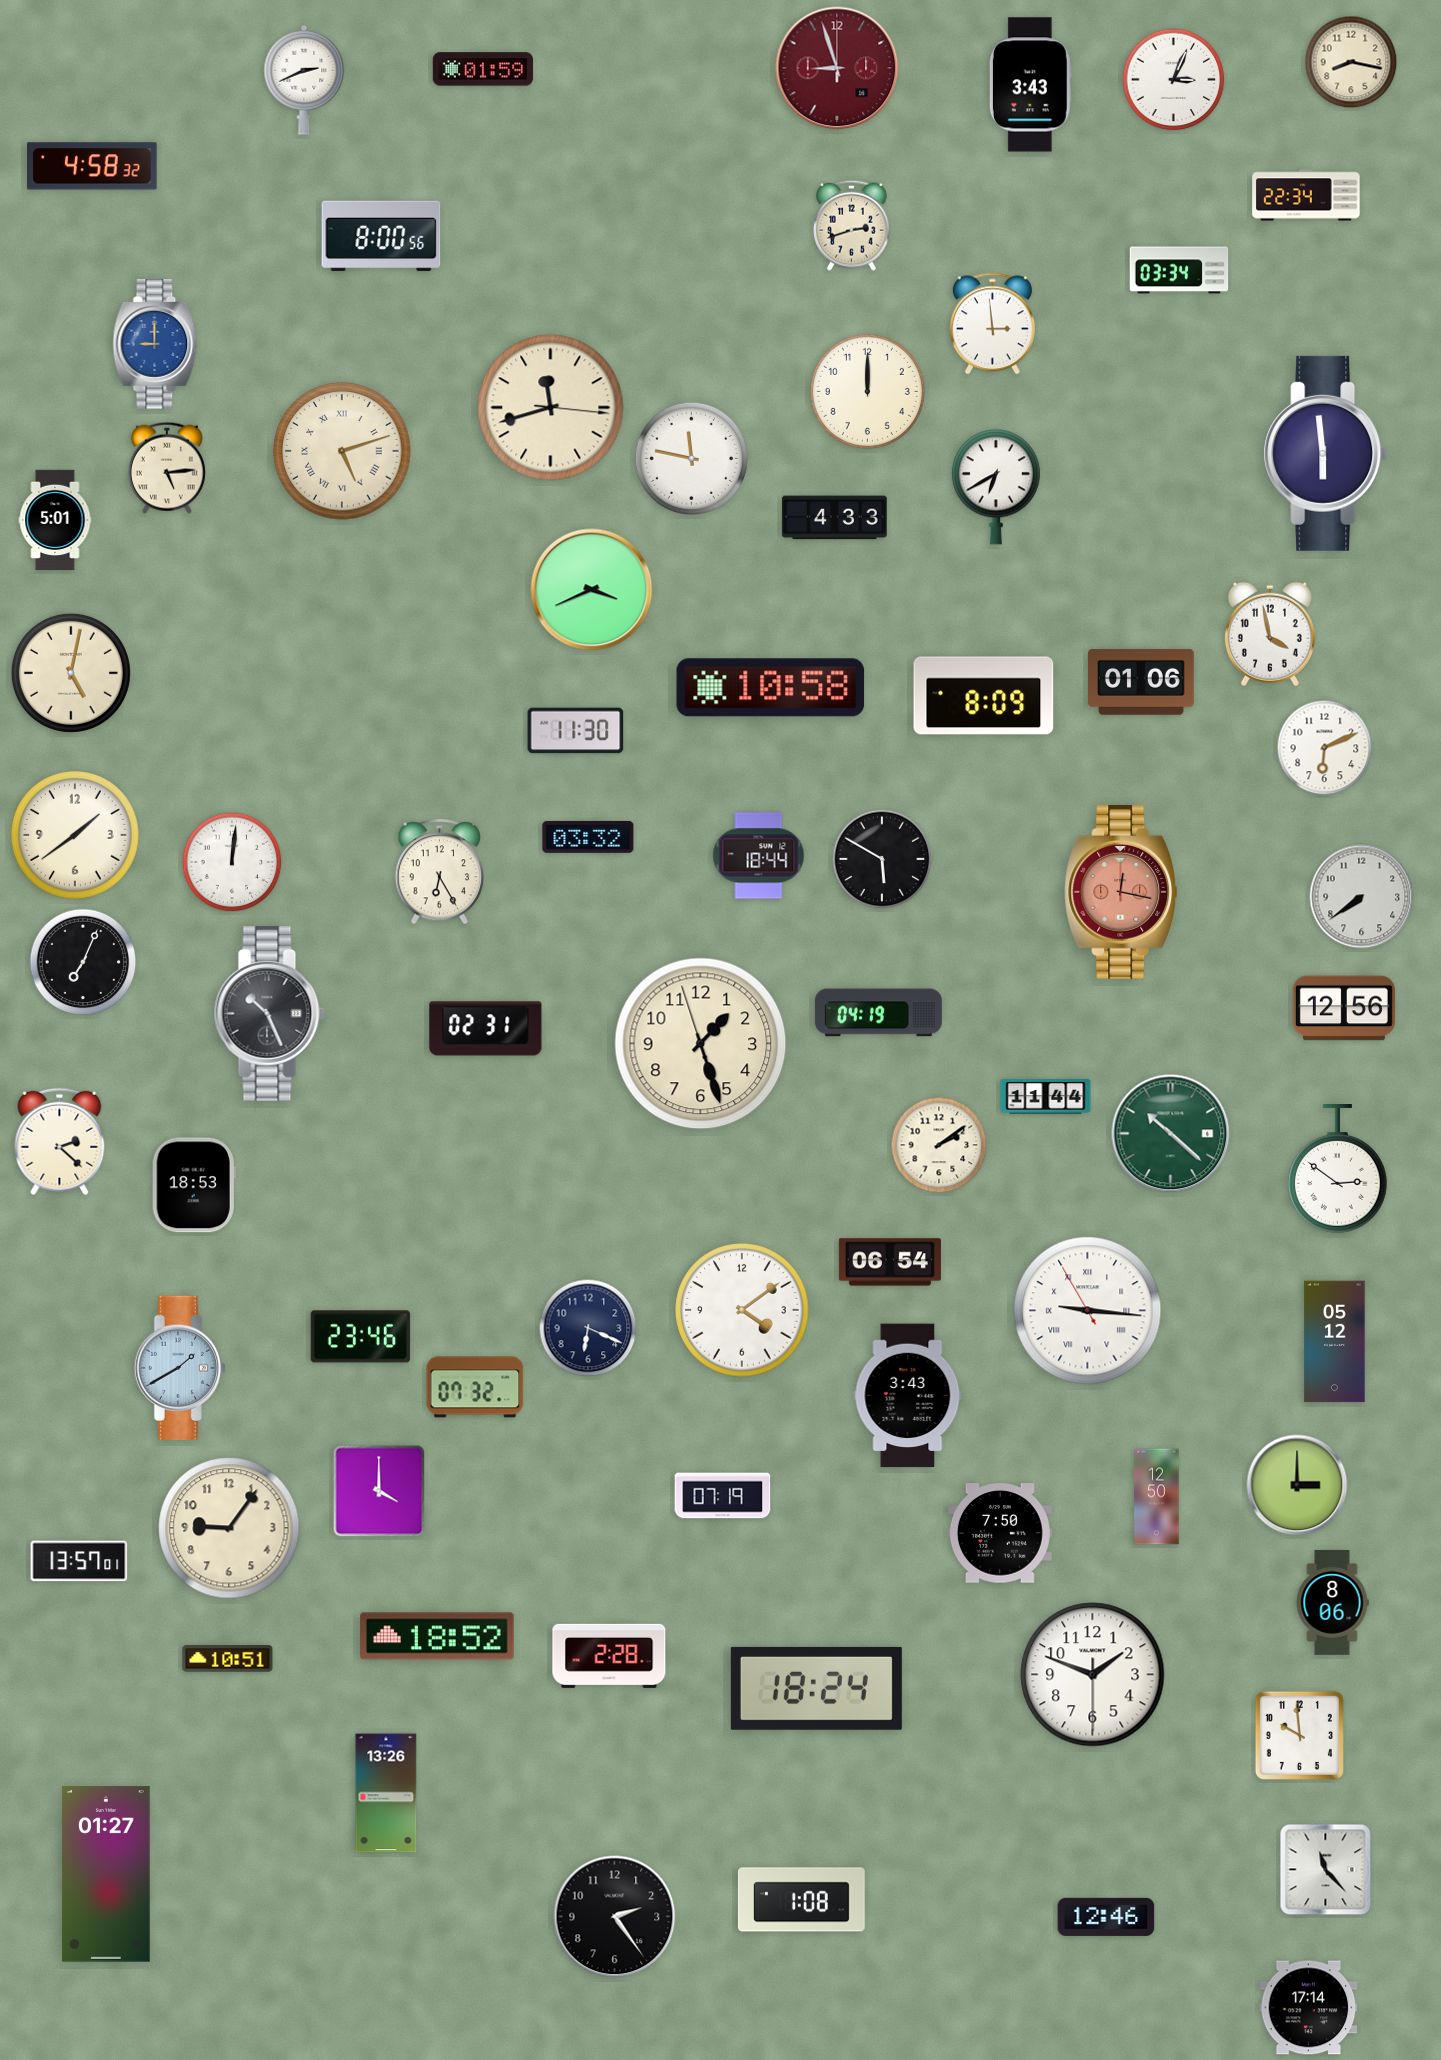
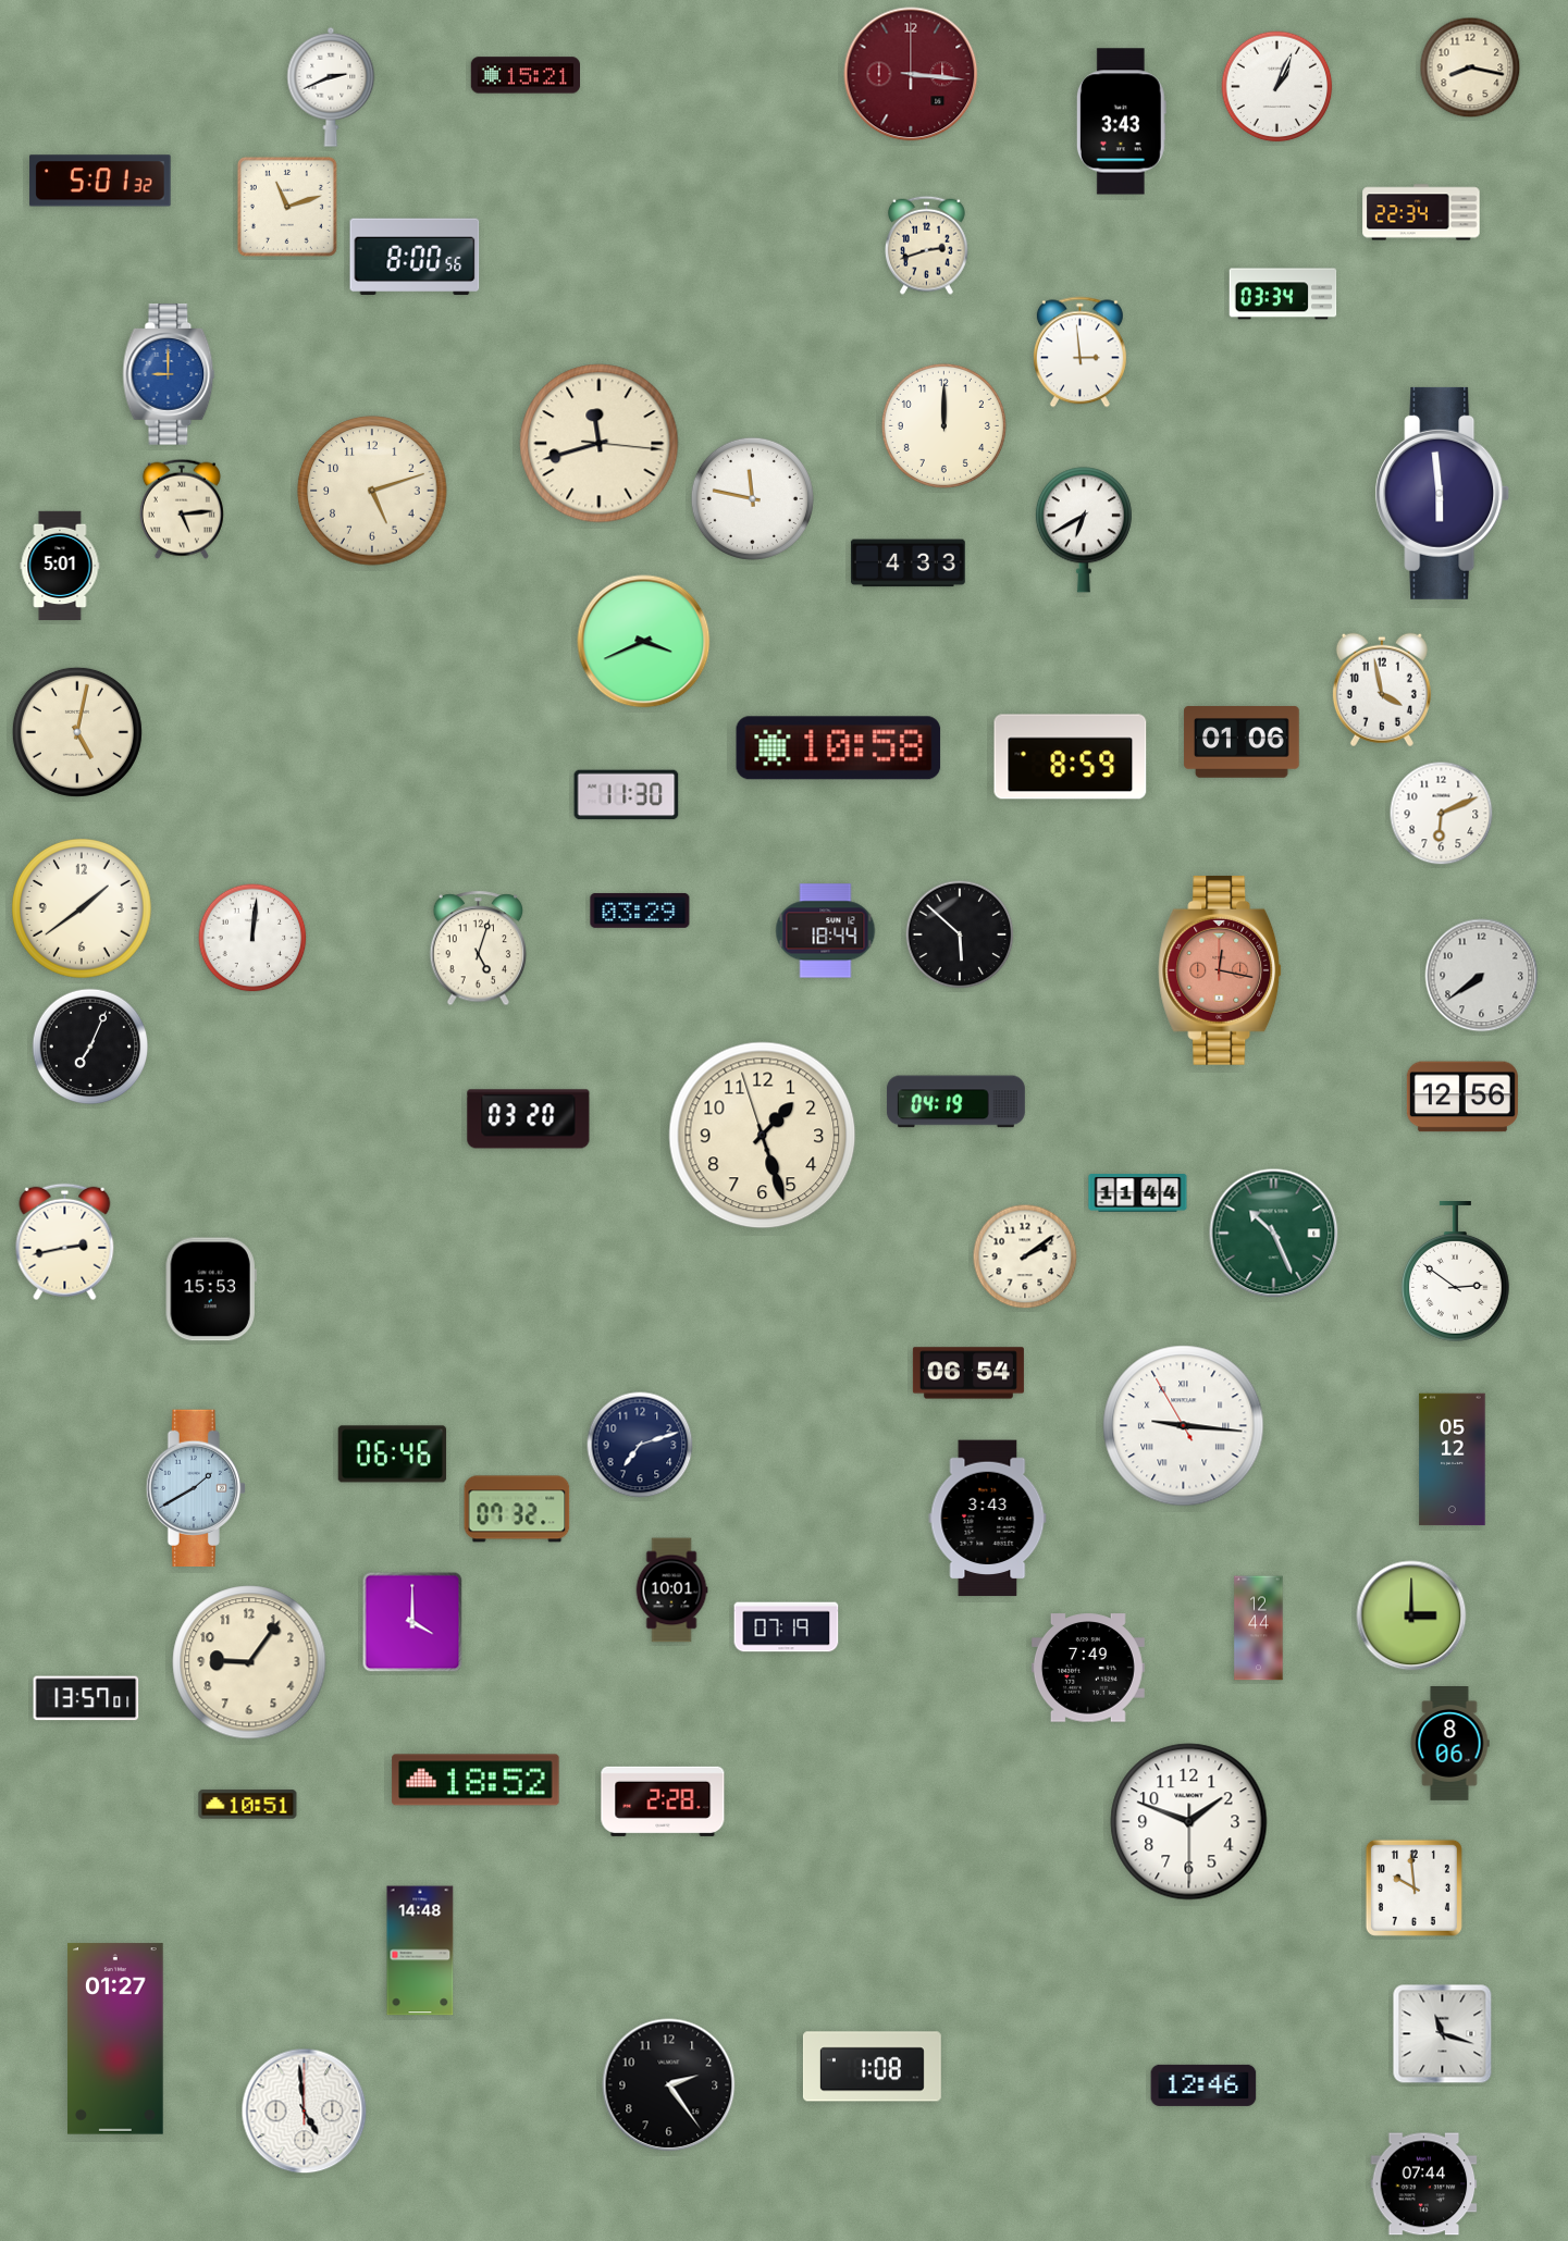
clock at (837, 68): 8:57 -> 3:16
clock at (482, 69): 01:59 -> 15:21
clock at (1174, 80): 3:04 -> 1:04
clock at (1030, 85) position: (1030, 85) -> (1121, 122)
clock at (92, 166): 4:58 -> 5:01
clock at (287, 207): none -> 11:12
clock at (342, 451) numerals: Roman -> Arabic
clock at (984, 696): 8:09 -> 8:59
clock at (588, 837): 03:32 -> 03:29
clock at (882, 859): 5:50 -> 5:52
clock at (440, 872): 6:25 -> 5:03
clock at (269, 1014): 10:26 -> none
clock at (486, 1029): 02:31 -> 03:20
clock at (1171, 1134): 10:22 -> 10:26
clock at (60, 1142): 2:22 -> 2:43
clock at (939, 1145) position: (939, 1145) -> (1025, 1256)
clock at (194, 1185): 18:53 -> 15:53
clock at (742, 1310): 4:09 -> none
clock at (588, 1328): 6:19 -> 7:12
clock at (361, 1337): 23:46 -> 06:46
clock at (671, 1590): none -> 10:01
clock at (1157, 1497): 12:50 -> 12:44
clock at (1000, 1533): 7:50 -> 7:49
clock at (816, 1688): 18:24 -> none
clock at (386, 1793): 13:26 -> 14:48
clock at (1326, 1870): 11:23 -> 11:18
clock at (305, 2112): none -> 4:59
clock at (1309, 2008): 17:14 -> 07:44
